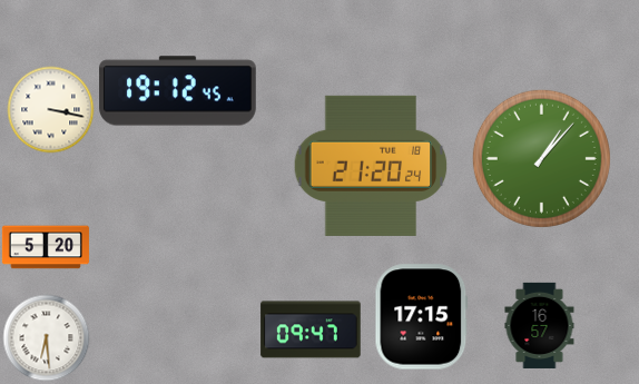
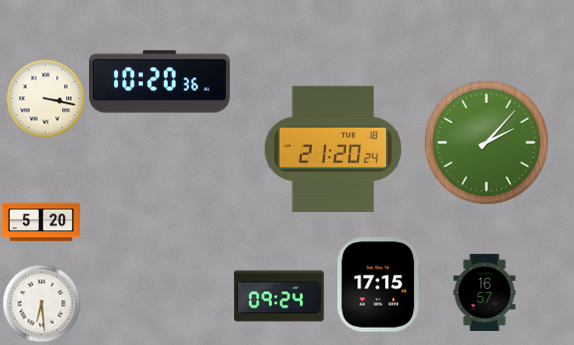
clock at (178, 91): 19:12 -> 10:20
clock at (541, 158): 1:07 -> 2:07
clock at (311, 329): 09:47 -> 09:24
